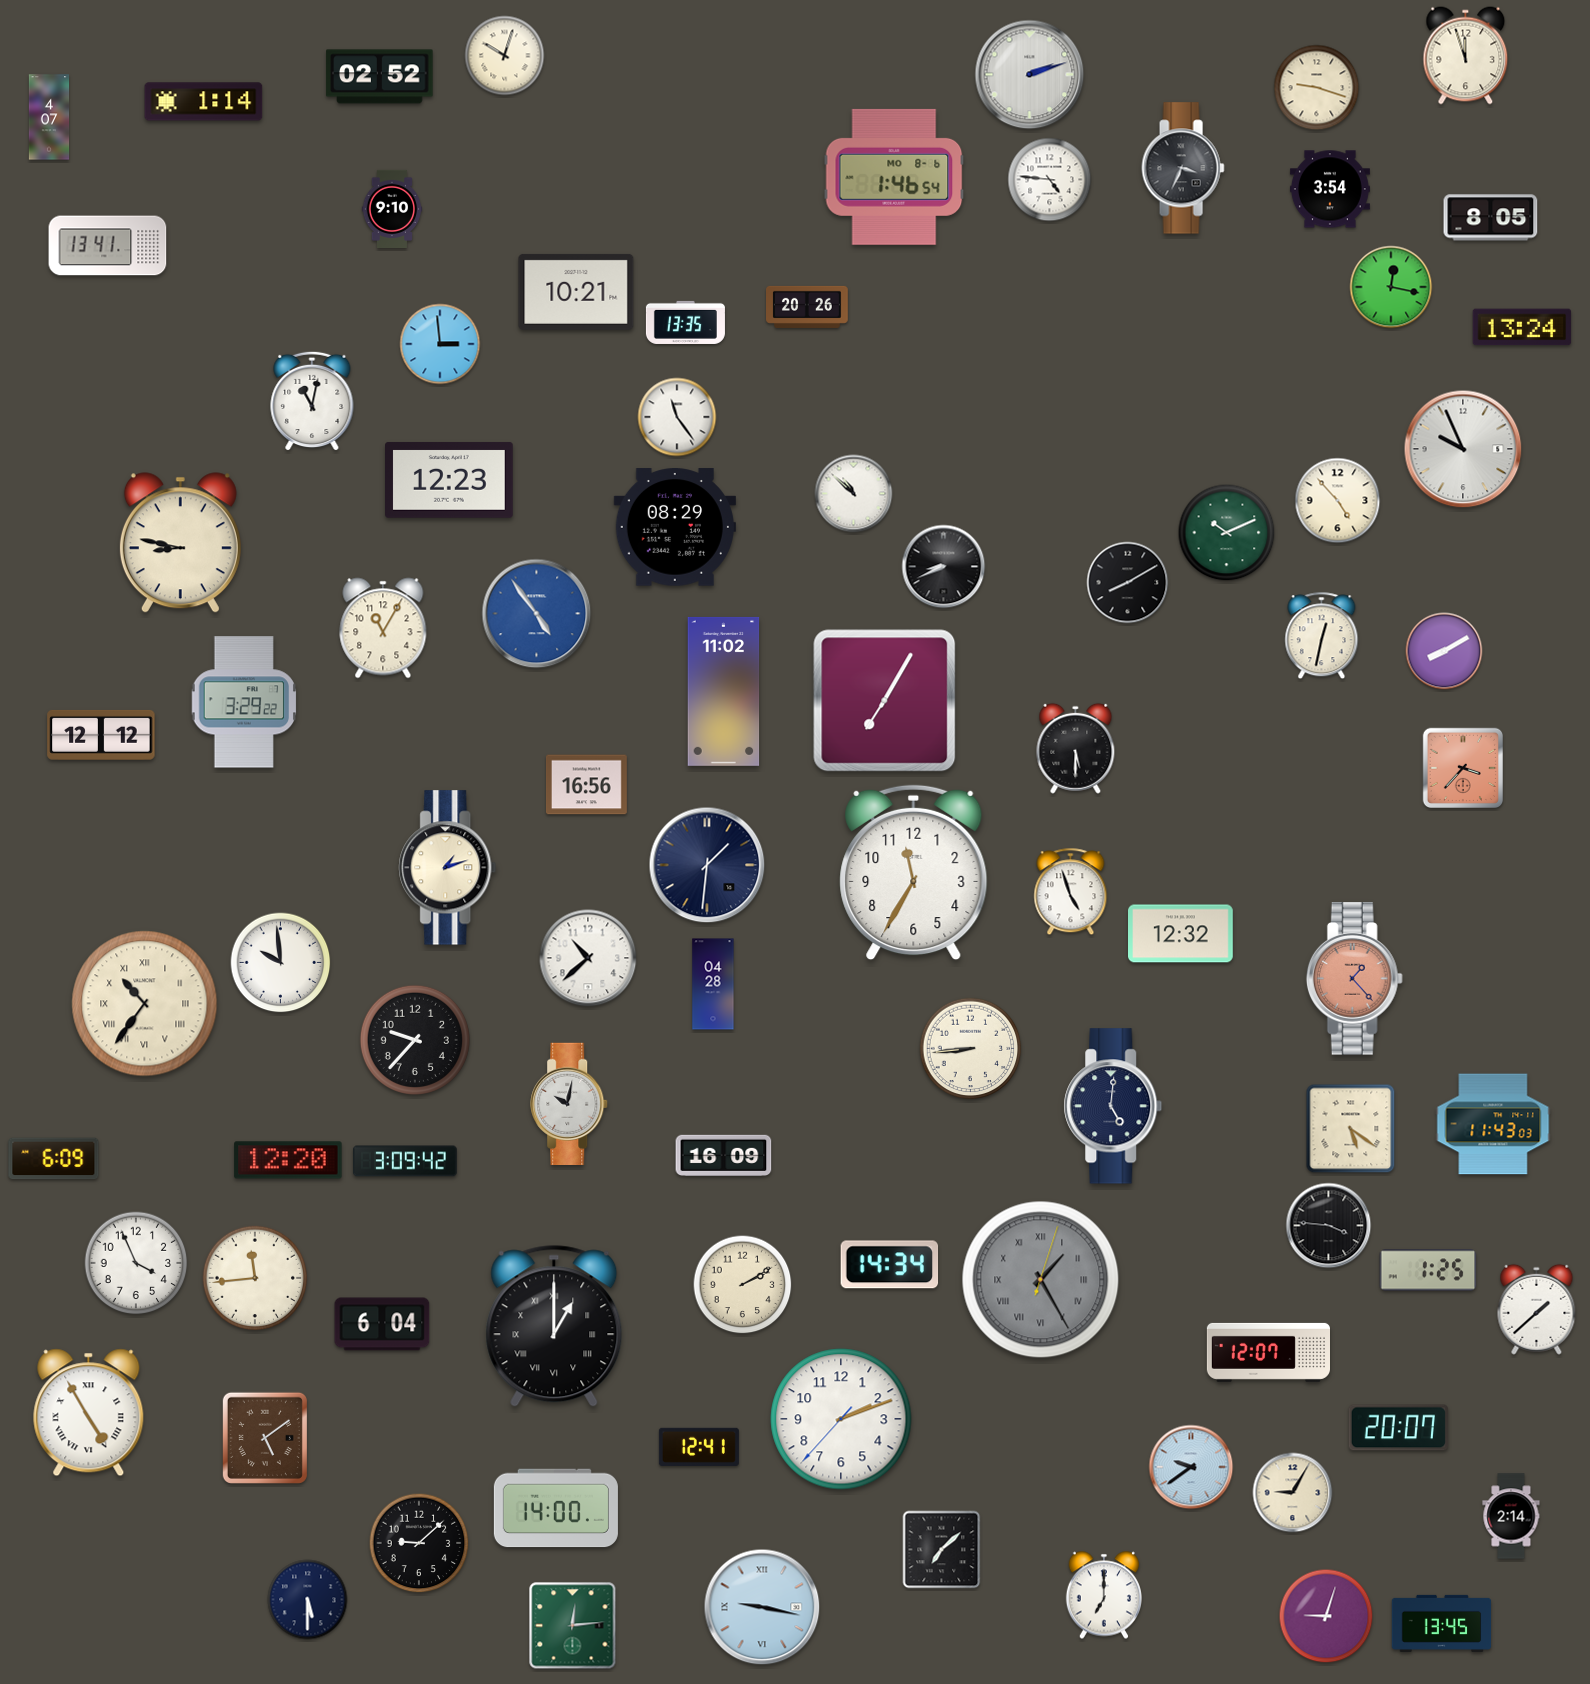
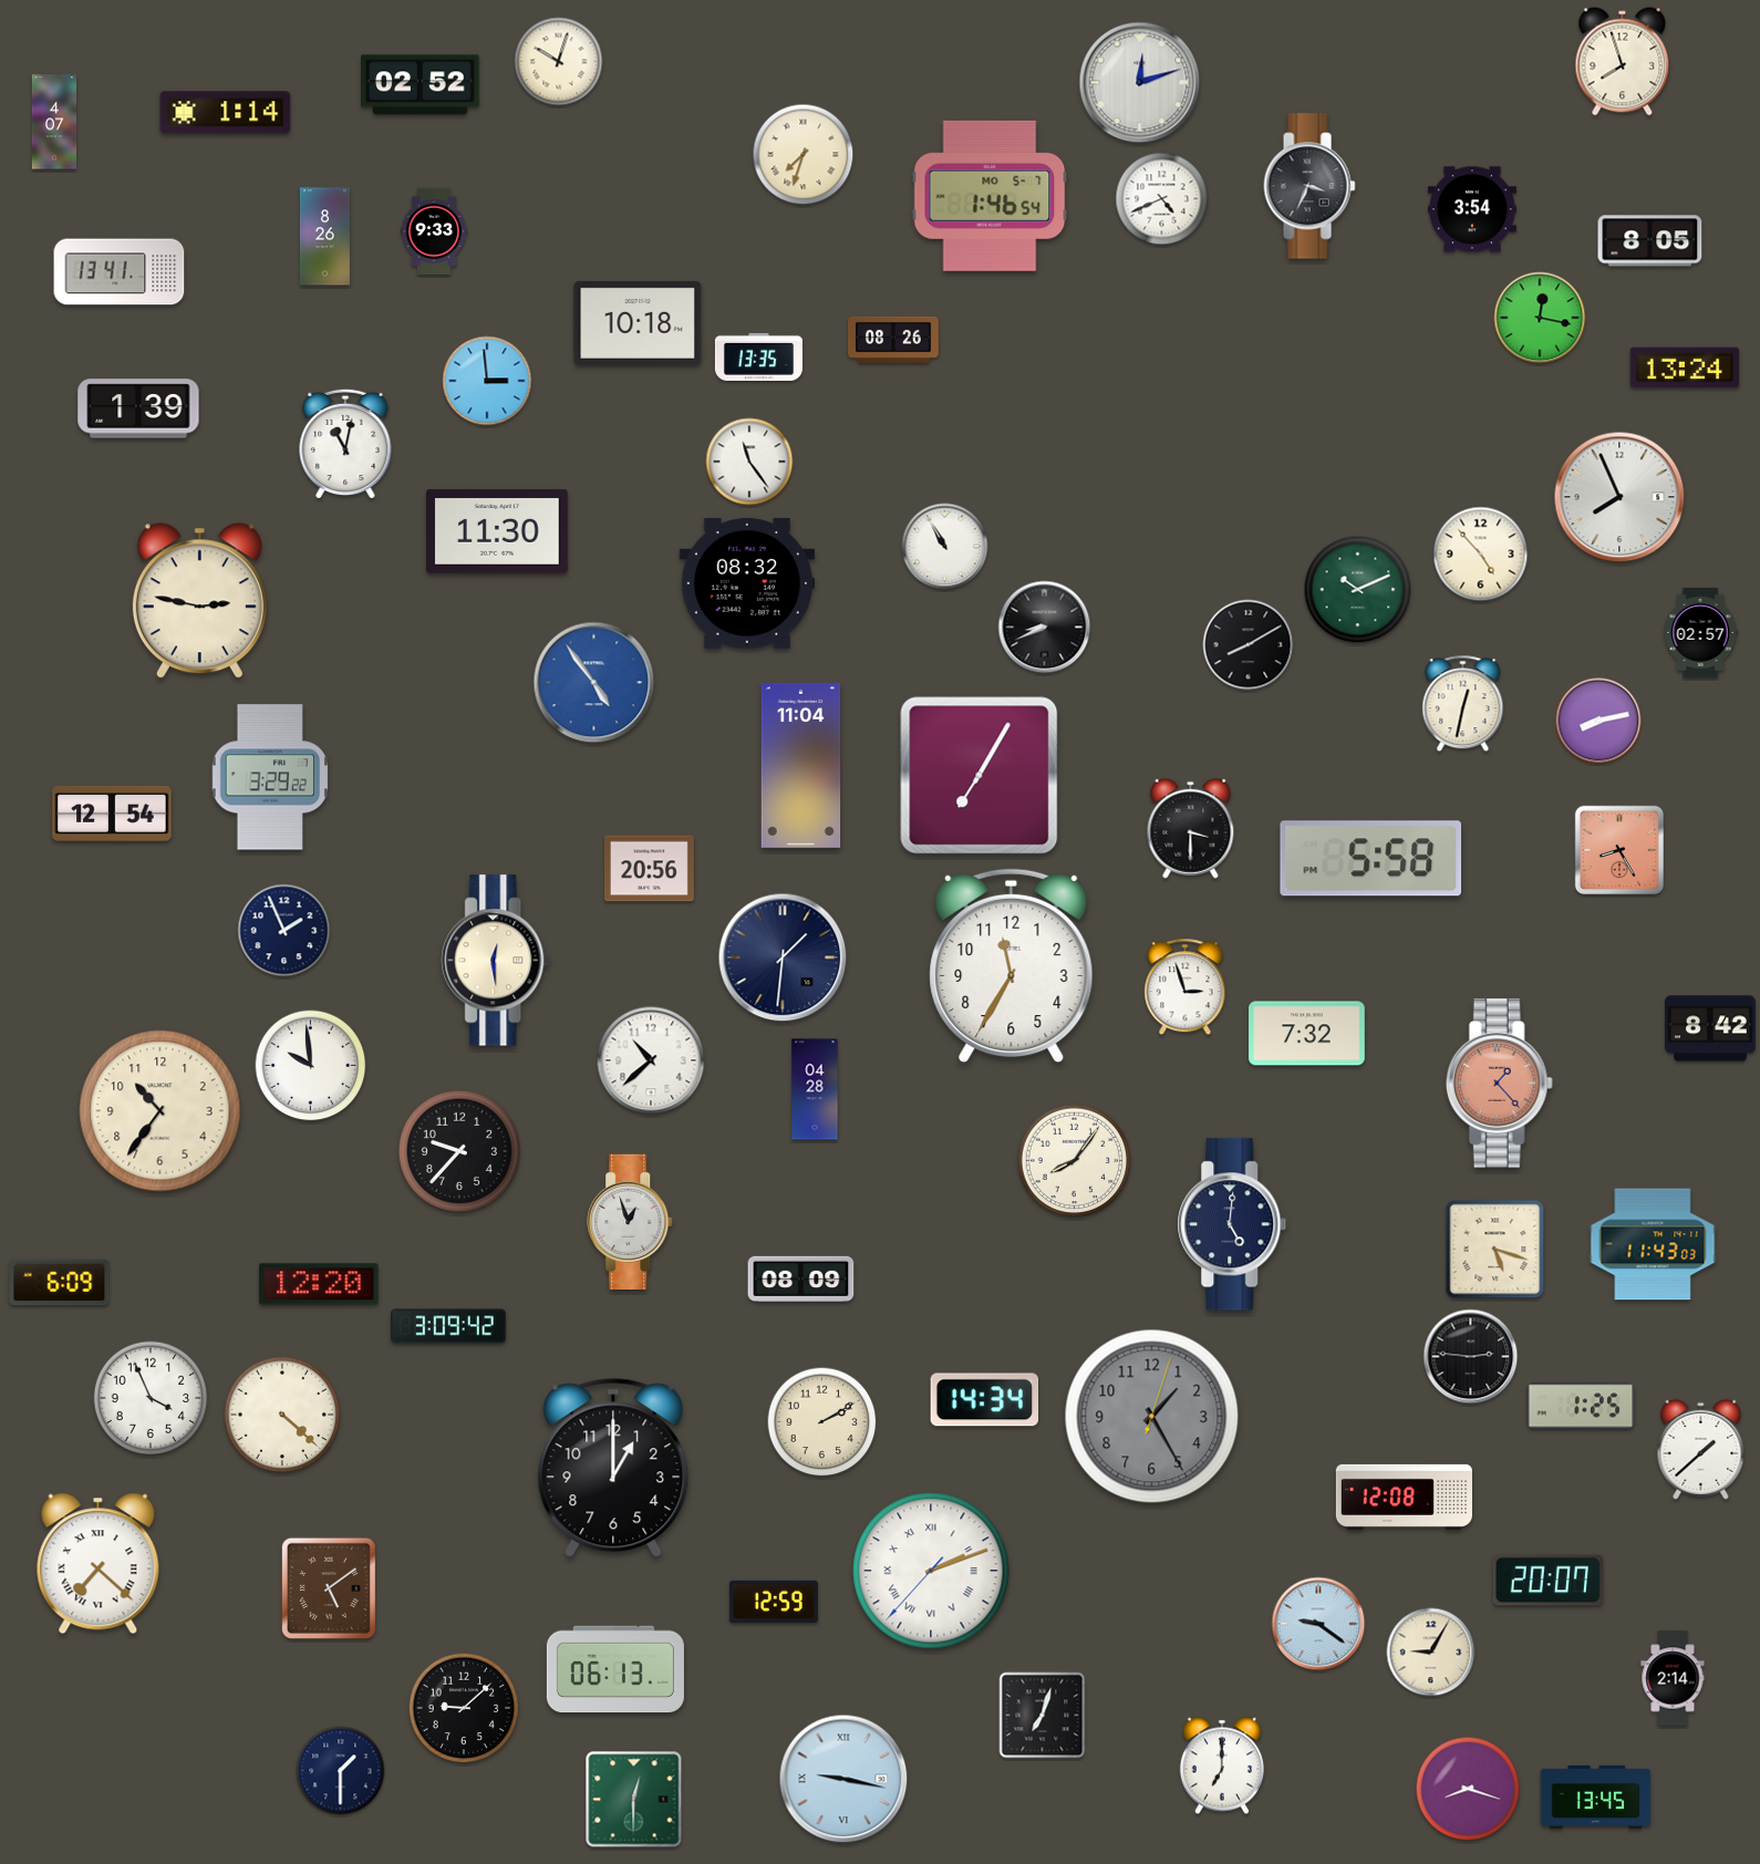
clock at (1466, 56): 11:57 -> 7:57
clock at (1030, 75): 2:12 -> 12:12
clock at (1317, 88): 9:18 -> none
clock at (49, 117) position: (49, 117) -> (54, 122)
clock at (804, 155): none -> 7:33
clock at (894, 177) date: MO 8-6 -> MO 5-7
clock at (1050, 180): 4:46 -> 4:41
clock at (392, 208): 9:10 -> 9:33
clock at (324, 237): none -> 8:26
clock at (576, 292): 10:21 -> 10:18
clock at (808, 307): 20:26 -> 08:26
clock at (1522, 327) position: (1522, 327) -> (1685, 367)
clock at (138, 408): none -> 1:39
clock at (1463, 449): 9:56 -> 7:56
clock at (450, 480): 12:23 -> 11:30
clock at (854, 494): 10:52 -> 10:55
clock at (675, 527): 08:29 -> 08:32
clock at (180, 543): 8:47 -> 2:47
clock at (1700, 633): none -> 02:57
clock at (537, 614) position: (537, 614) -> (594, 683)
clock at (383, 628): 11:05 -> none
clock at (1444, 651): 8:10 -> 8:13
clock at (724, 691): 11:02 -> 11:04
clock at (101, 735): 12:12 -> 12:54
clock at (1076, 748): 5:30 -> 3:30
clock at (1462, 767): 3:37 -> 8:25
clock at (1371, 859): none -> 5:58
clock at (586, 785): 16:56 -> 20:56
clock at (284, 931): none -> 1:56
clock at (448, 868): 1:12 -> 12:29
clock at (1071, 892): 4:57 -> 2:57
clock at (1711, 1028): none -> 8:42
clock at (1181, 934): 12:32 -> 7:32
clock at (713, 984) position: (713, 984) -> (815, 1089)
clock at (145, 1004) numerals: Roman -> Arabic
clock at (971, 1049): 8:44 -> 8:06
clock at (570, 1103): 10:02 -> 12:57
clock at (1351, 1129): 5:21 -> 5:18
clock at (724, 1155): 16:09 -> 08:09
clock at (405, 1161) position: (405, 1161) -> (448, 1326)
clock at (1329, 1226): 3:46 -> 2:46
clock at (255, 1278): 11:44 -> 4:22
clock at (1041, 1280) numerals: Roman -> Arabic
clock at (382, 1324): 6:04 -> none
clock at (554, 1326) numerals: Roman -> Arabic
clock at (1268, 1352): 12:07 -> 12:08
clock at (89, 1413): 4:55 -> 7:22
clock at (841, 1419) numerals: Arabic -> Roman
clock at (265, 1438) position: (265, 1438) -> (329, 1588)
clock at (699, 1447): 12:41 -> 12:59
clock at (1191, 1467): 9:39 -> 9:21
clock at (556, 1508): 14:00 -> 06:13
clock at (942, 1550): 7:08 -> 7:03
clock at (308, 1600): 5:30 -> 1:30
clock at (1326, 1616): 9:03 -> 8:18
clock at (573, 1626): 12:14 -> 12:30
